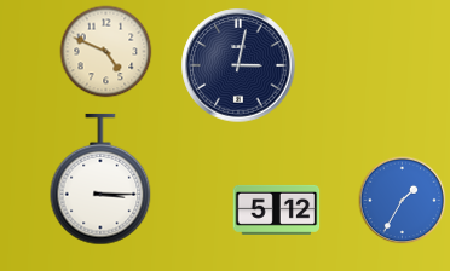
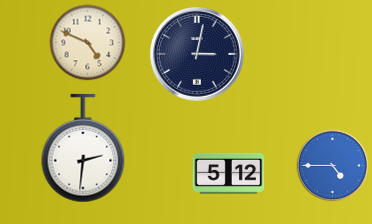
clock at (100, 179): 3:15 -> 2:31
clock at (403, 201): 1:35 -> 4:45
